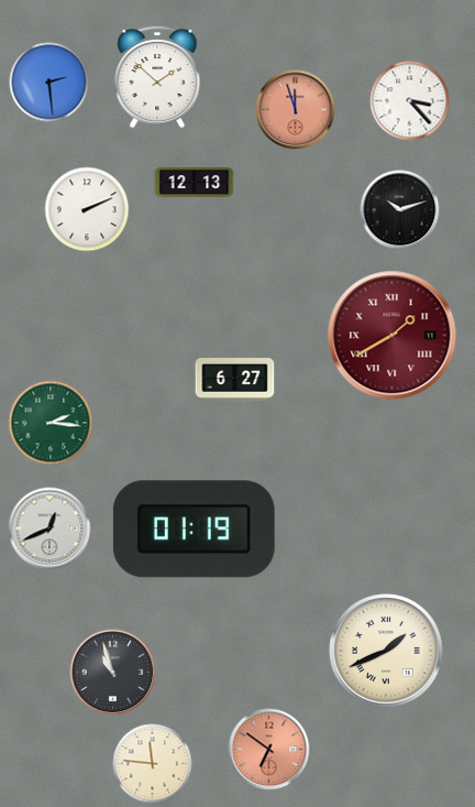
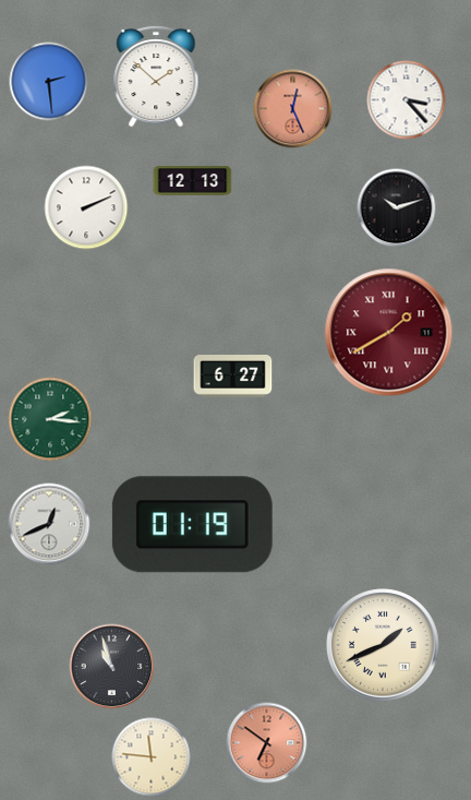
clock at (296, 110): 11:57 -> 12:26
